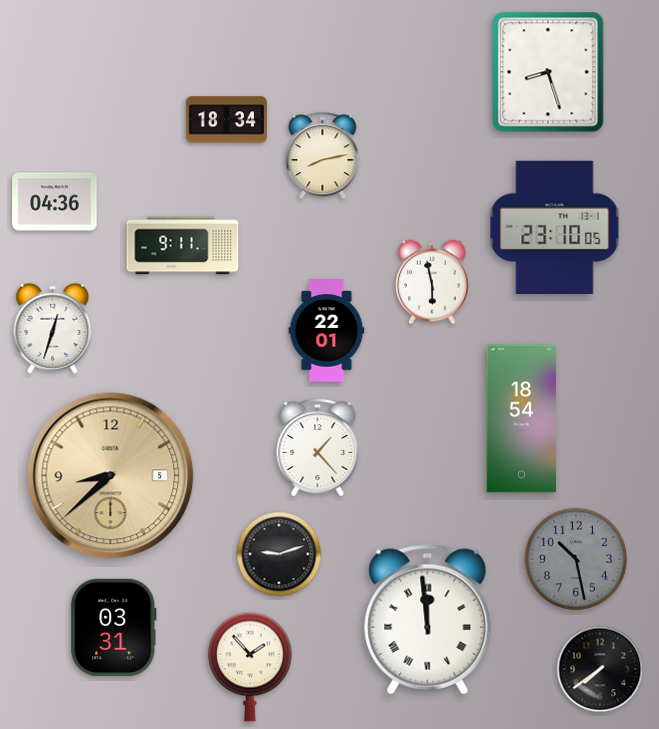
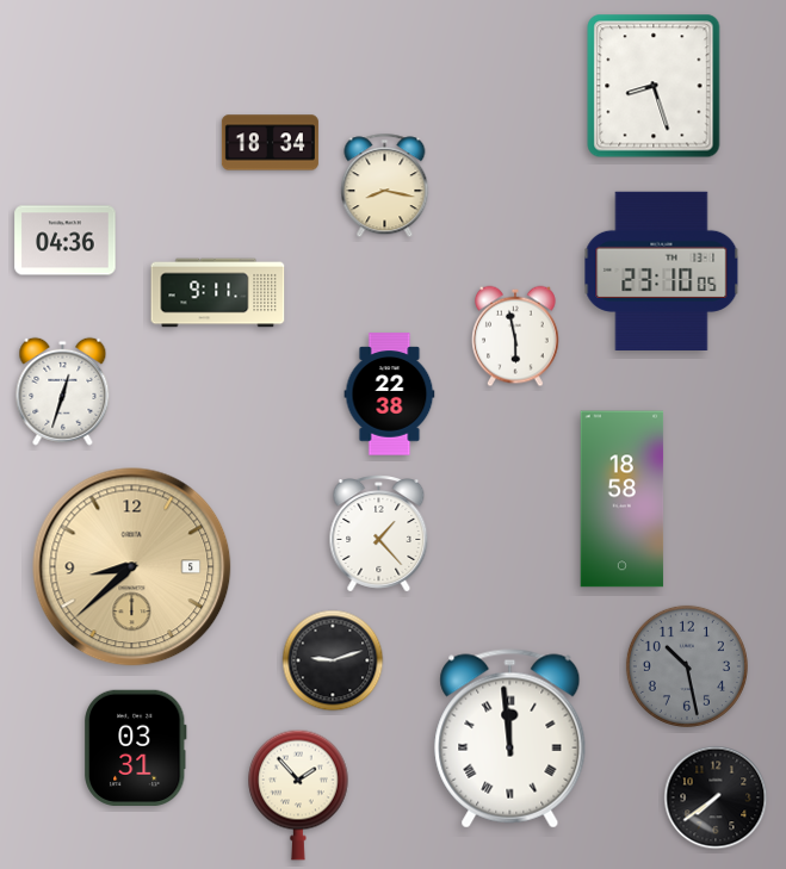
clock at (323, 156): 8:13 -> 8:17
clock at (327, 331): 22:01 -> 22:38
clock at (522, 419): 18:54 -> 18:58
